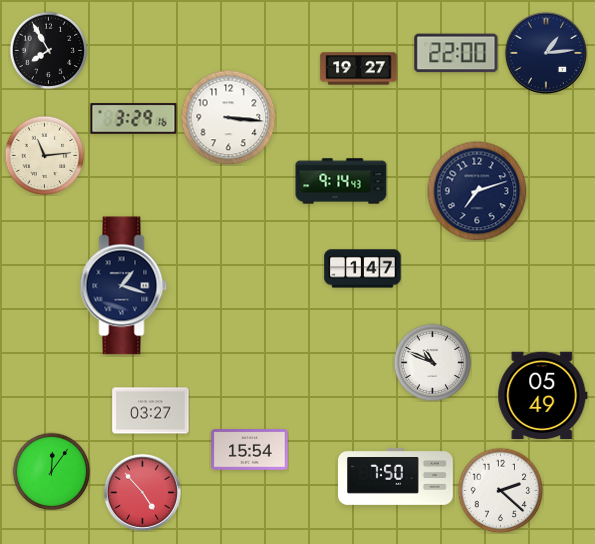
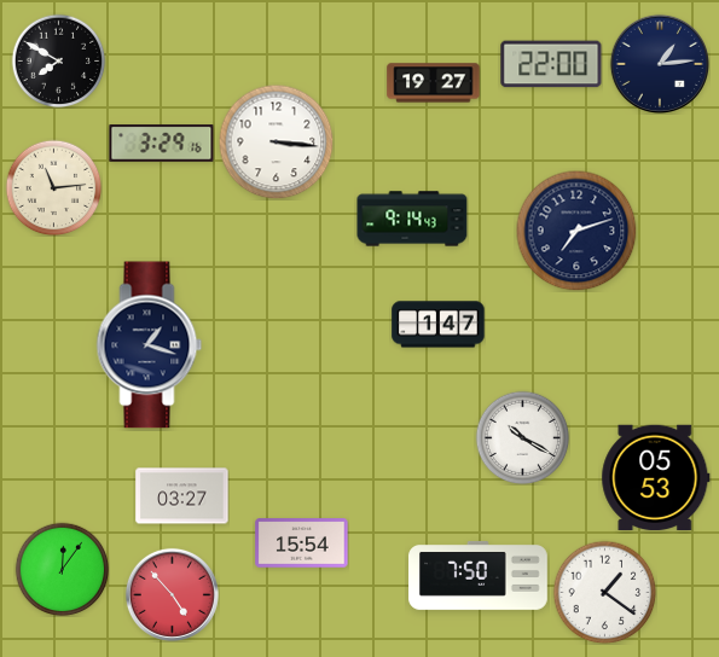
clock at (48, 50): 7:55 -> 7:50
clock at (432, 362): 10:49 -> 10:20
clock at (543, 395): 05:49 -> 05:53
clock at (500, 490): 2:22 -> 1:21
